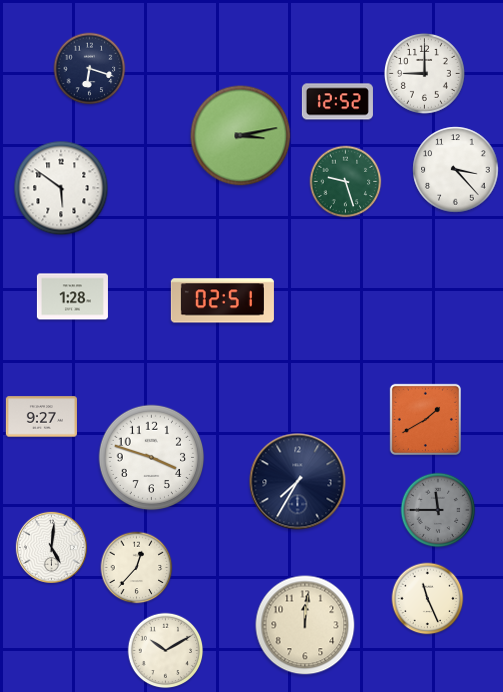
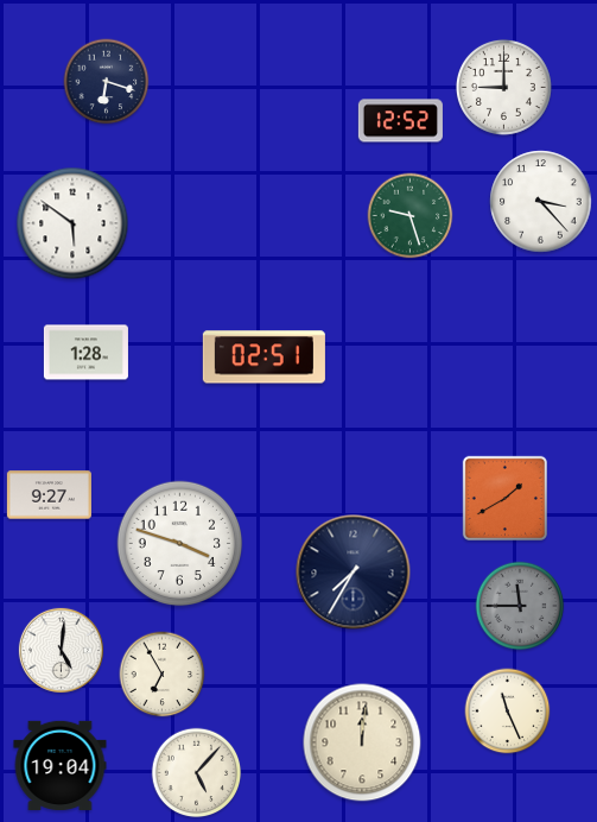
clock at (241, 136): 3:13 -> none
clock at (137, 568): 12:37 -> 6:55
clock at (61, 765): none -> 19:04
clock at (166, 651): 10:10 -> 5:07
